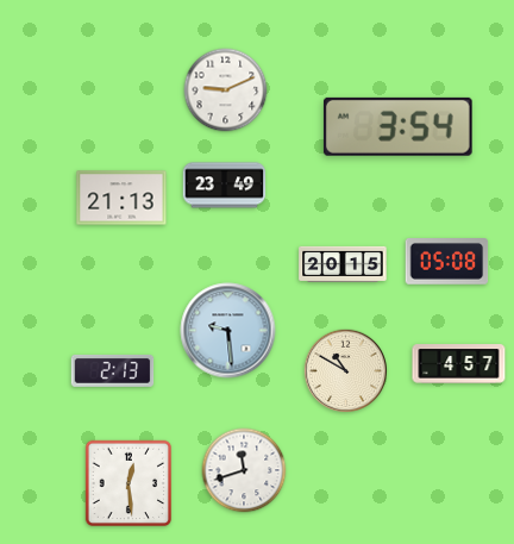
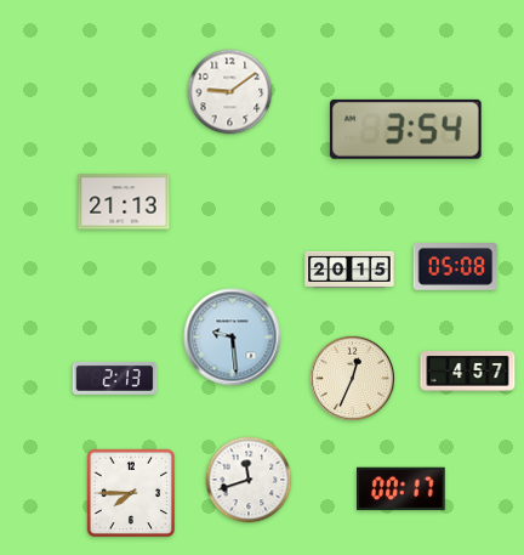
clock at (226, 90): 9:11 -> 9:09
clock at (225, 186): 23:49 -> none
clock at (345, 370): 10:50 -> 12:34
clock at (401, 489): none -> 00:17
clock at (128, 483): 12:29 -> 7:45
